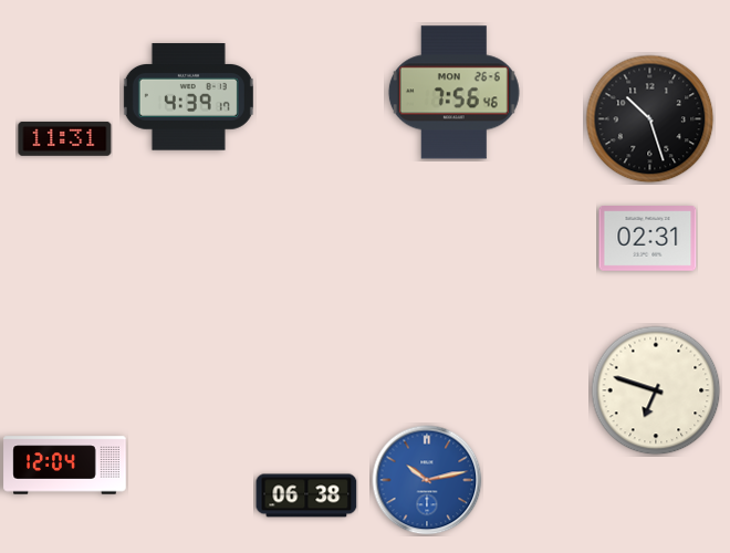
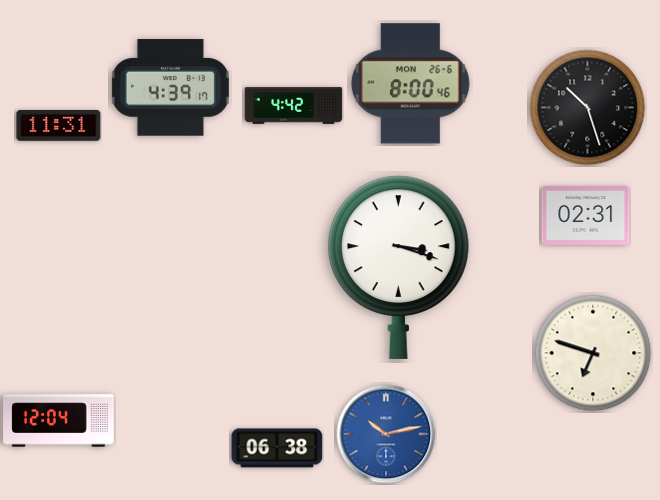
clock at (453, 93): 7:56 -> 8:00
clock at (294, 106): none -> 4:42
clock at (398, 267): none -> 3:18
